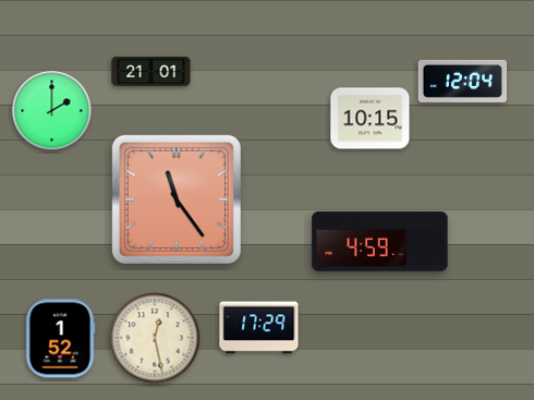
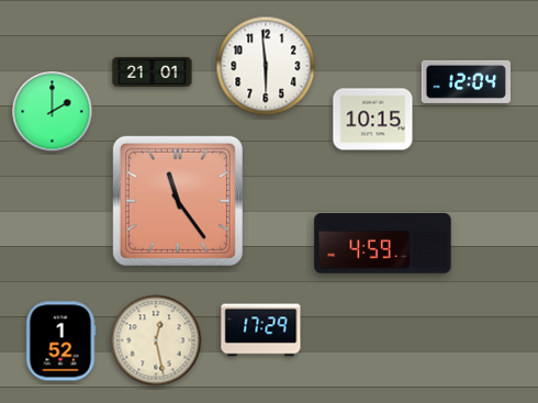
clock at (266, 66): none -> 5:59
